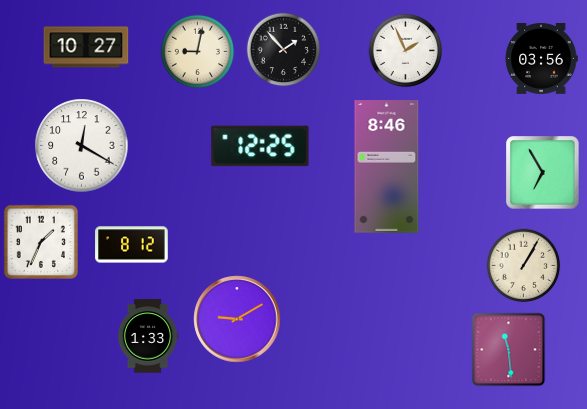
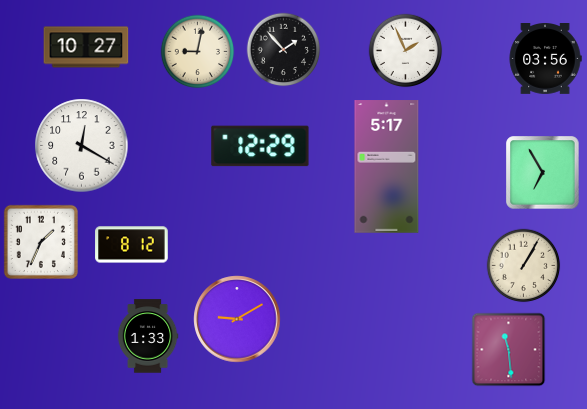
clock at (541, 59) position: (541, 59) -> (545, 59)
clock at (260, 146): 12:25 -> 12:29
clock at (387, 167): 8:46 -> 5:17
